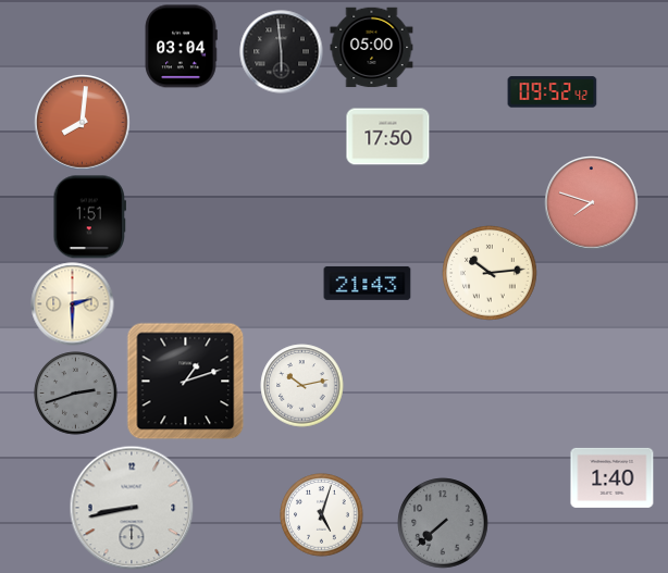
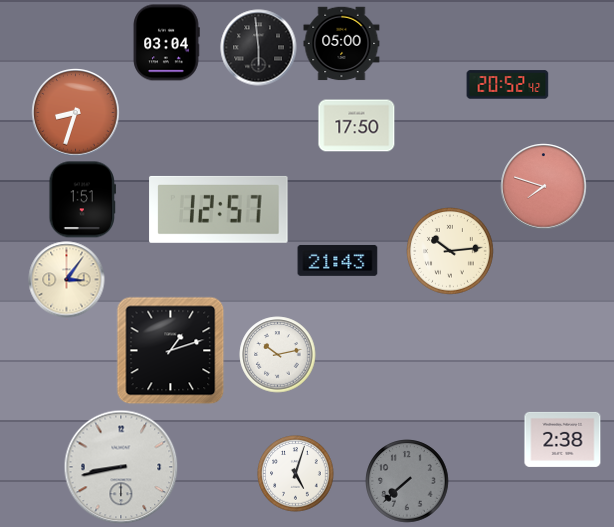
clock at (553, 92): 09:52 -> 20:52
clock at (83, 123): 8:01 -> 8:33
clock at (219, 209): none -> 12:57
clock at (73, 304): 2:30 -> 3:06
clock at (76, 394): 2:42 -> none
clock at (613, 477): 1:40 -> 2:38
